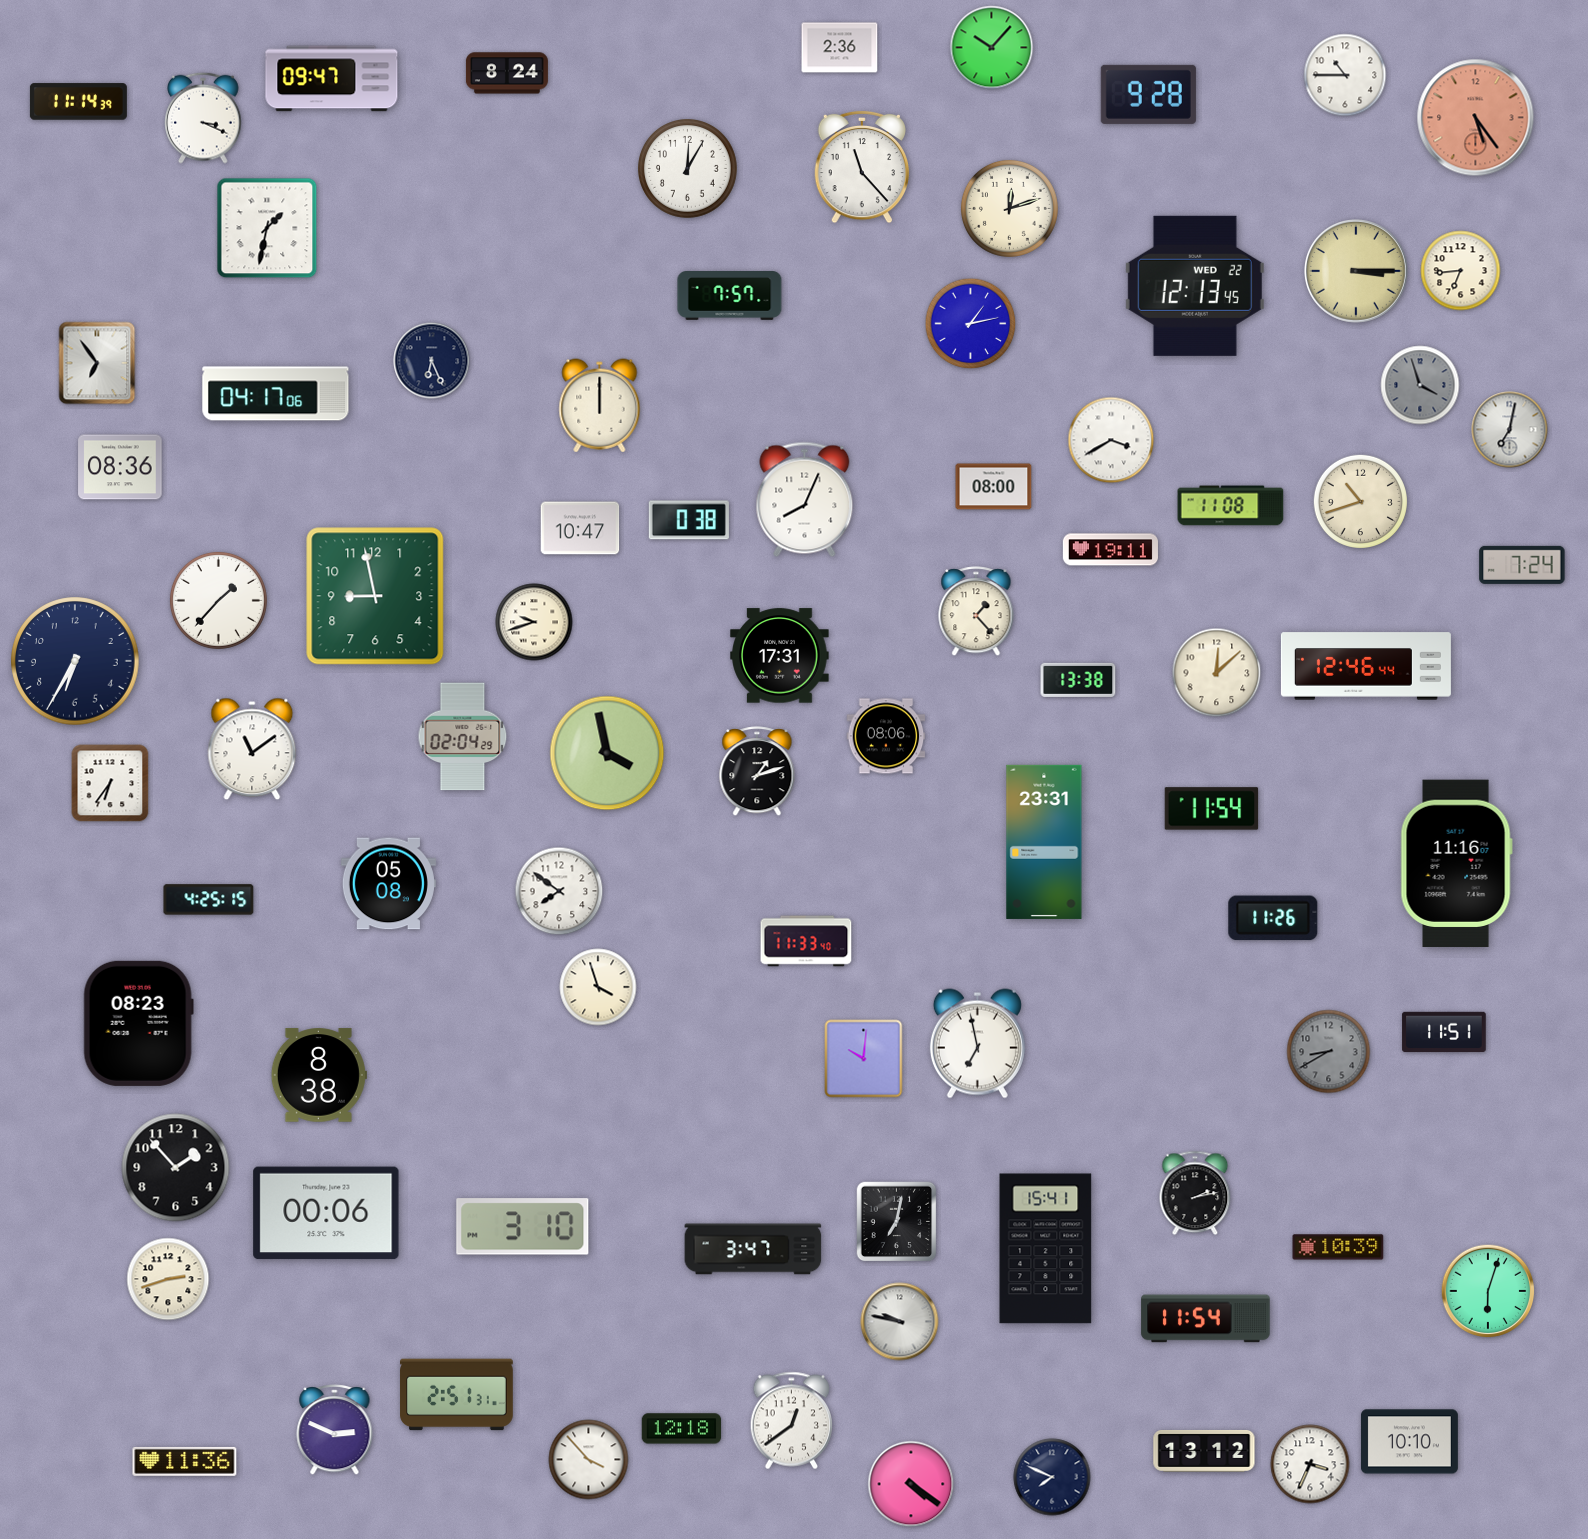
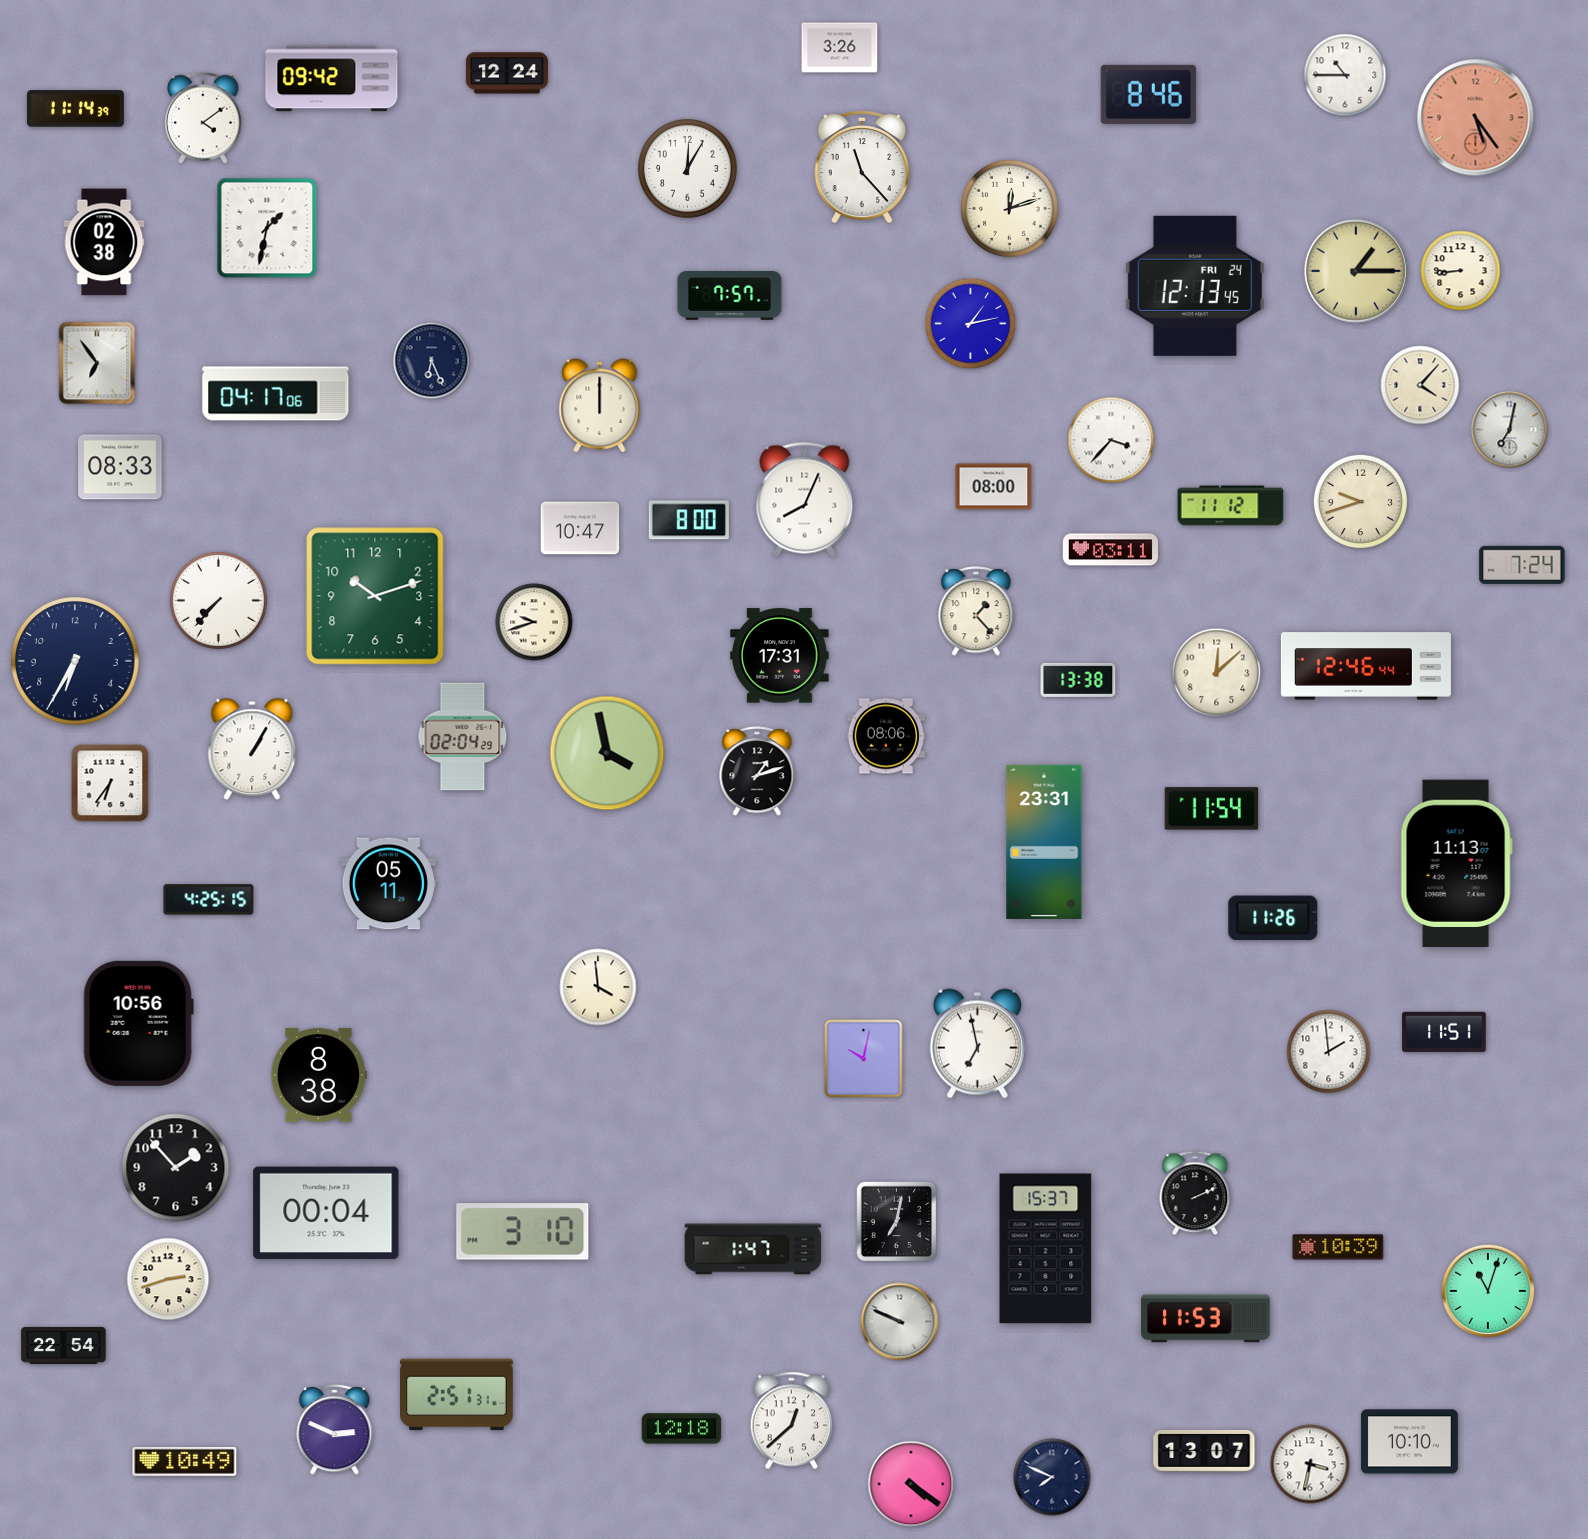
clock at (840, 48): 2:36 -> 3:26
clock at (992, 48): 10:07 -> none
clock at (507, 73): 8:24 -> 12:24
clock at (332, 79): 09:47 -> 09:42
clock at (1148, 94): 9:28 -> 8:46
clock at (78, 102) position: (78, 102) -> (75, 109)
clock at (203, 118): 3:19 -> 4:09
clock at (104, 242): none -> 02:38
clock at (1461, 271): 6:44 -> 8:44
clock at (1357, 272): 3:15 -> 1:15
clock at (1195, 286) date: WED 22 -> FRI 24
clock at (1420, 385): 3:57 -> 4:07
clock at (1420, 385) dial: grey -> cream
clock at (1111, 440): 3:40 -> 3:37
clock at (120, 467): 08:36 -> 08:33
clock at (1360, 501): 10:42 -> 9:42
clock at (1231, 506): 11:08 -> 11:12
clock at (689, 520): 0:38 -> 8:00
clock at (1110, 550): 19:11 -> 03:11
clock at (375, 596): 8:58 -> 10:12
clock at (218, 600): 1:37 -> 7:37
clock at (252, 749): 11:09 -> 1:05
clock at (1456, 863): 11:16 -> 11:13
clock at (388, 884): 05:08 -> 05:11
clock at (559, 891): 7:51 -> none
clock at (806, 941): 11:33 -> none
clock at (598, 987): 3:57 -> 3:59
clock at (138, 1023): 08:23 -> 10:56
clock at (1329, 1052): 8:40 -> 1:59
clock at (1329, 1052) dial: grey -> white
clock at (864, 1059): 10:01 -> 10:02
clock at (1195, 1193): 2:13 -> 2:11
clock at (326, 1213): 00:06 -> 00:04
clock at (523, 1227) position: (523, 1227) -> (523, 1232)
clock at (753, 1249): 3:47 -> 1:47
clock at (1046, 1249): 15:41 -> 15:37
clock at (1488, 1291): 6:03 -> 11:03
clock at (1206, 1319): 11:54 -> 11:53
clock at (900, 1322): 9:47 -> 9:49
clock at (64, 1345): none -> 22:54
clock at (792, 1421): 12:39 -> 12:38
clock at (1204, 1451): 13:12 -> 13:07
clock at (589, 1460): 3:53 -> none
clock at (185, 1461): 11:36 -> 10:49
clock at (1310, 1464): 3:34 -> 3:32
